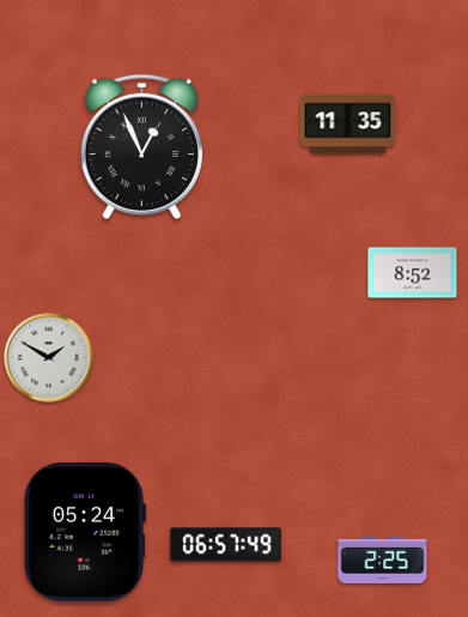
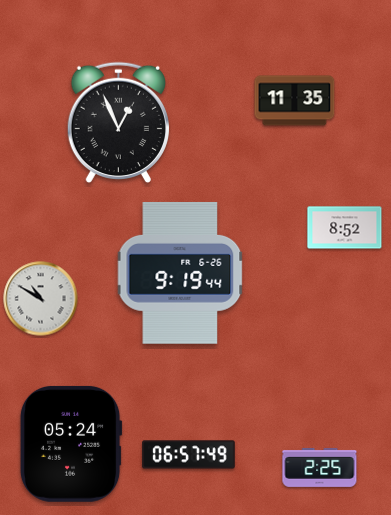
clock at (348, 125) position: (348, 125) -> (295, 101)
clock at (180, 273): none -> 9:19
clock at (49, 358): 1:50 -> 10:50
